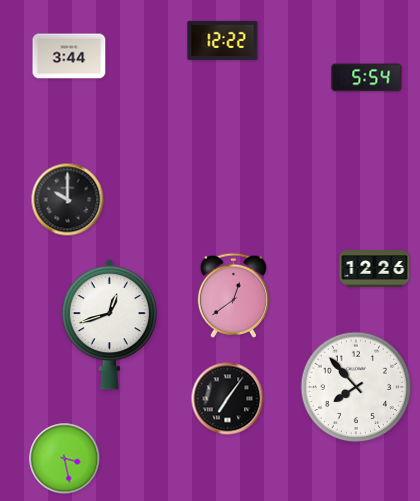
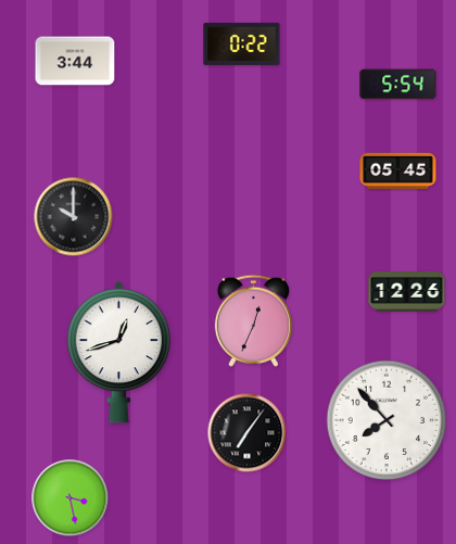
clock at (223, 40): 12:22 -> 0:22
clock at (398, 172): none -> 05:45
clock at (233, 295): 12:39 -> 12:34
